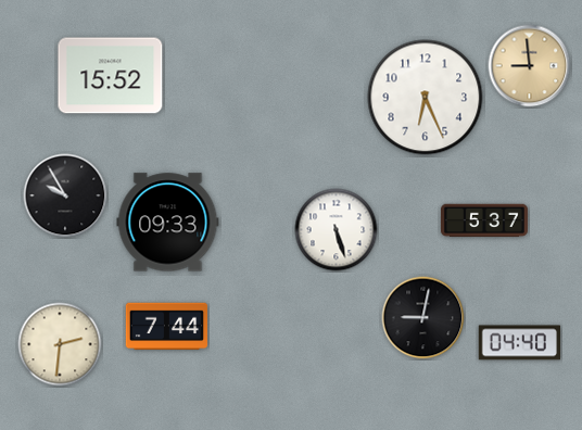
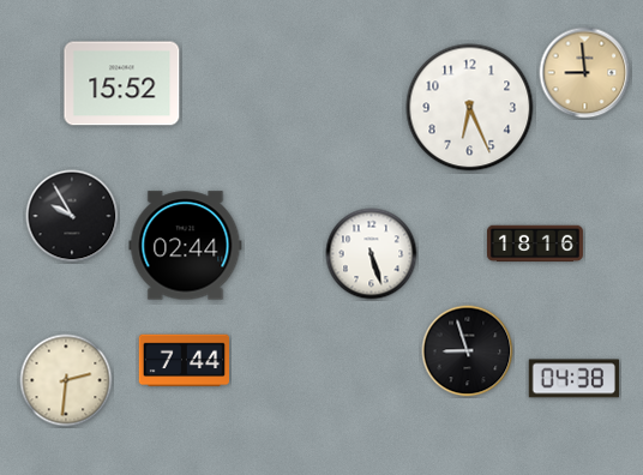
clock at (484, 220): 5:37 -> 18:16
clock at (168, 223): 09:33 -> 02:44
clock at (423, 318): 9:02 -> 8:57
clock at (519, 343): 04:40 -> 04:38
